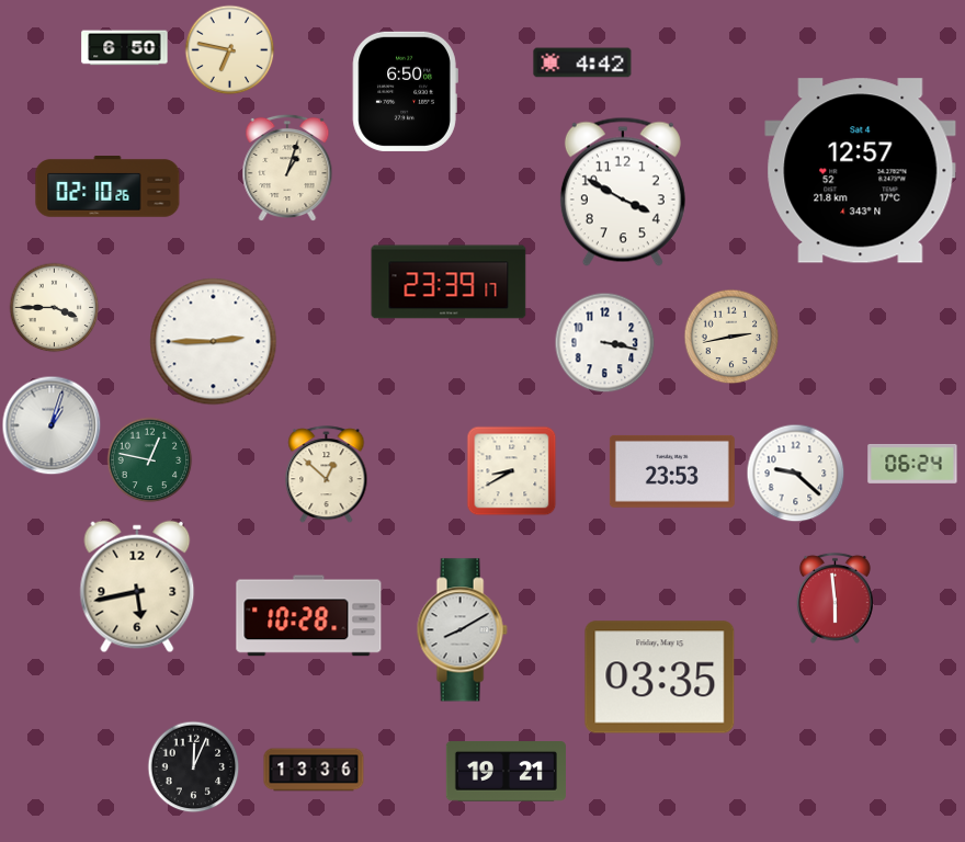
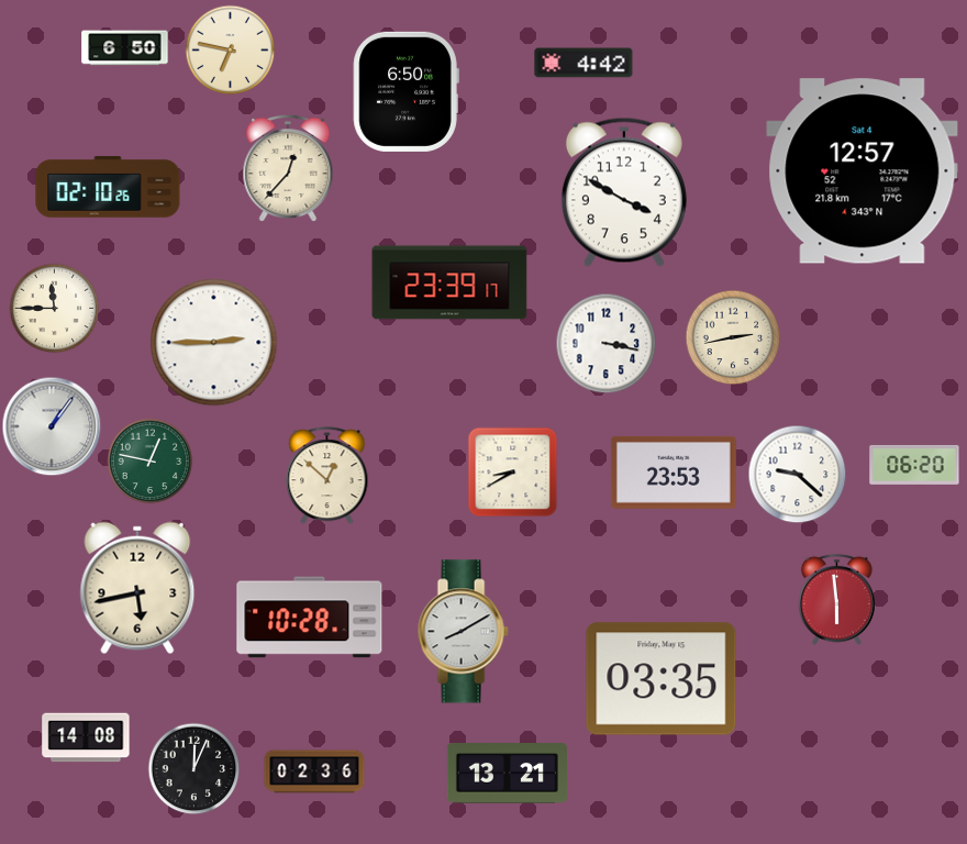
clock at (287, 168): 1:03 -> 12:37
clock at (54, 307): 3:45 -> 11:45
clock at (52, 425): 1:03 -> 1:06
clock at (912, 464): 06:24 -> 06:20
clock at (86, 737): none -> 14:08
clock at (314, 770): 13:36 -> 02:36
clock at (506, 772): 19:21 -> 13:21
